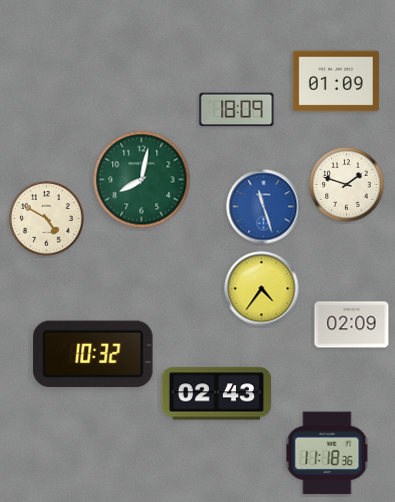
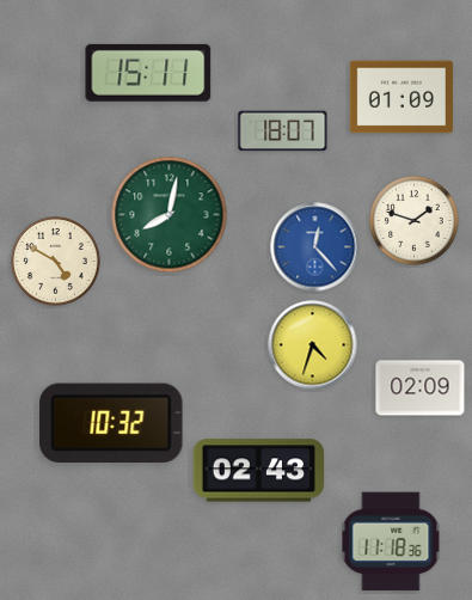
clock at (148, 73): none -> 15:11
clock at (237, 110): 18:09 -> 18:07
clock at (264, 207): 11:27 -> 12:23
clock at (262, 289): 4:36 -> 4:33
